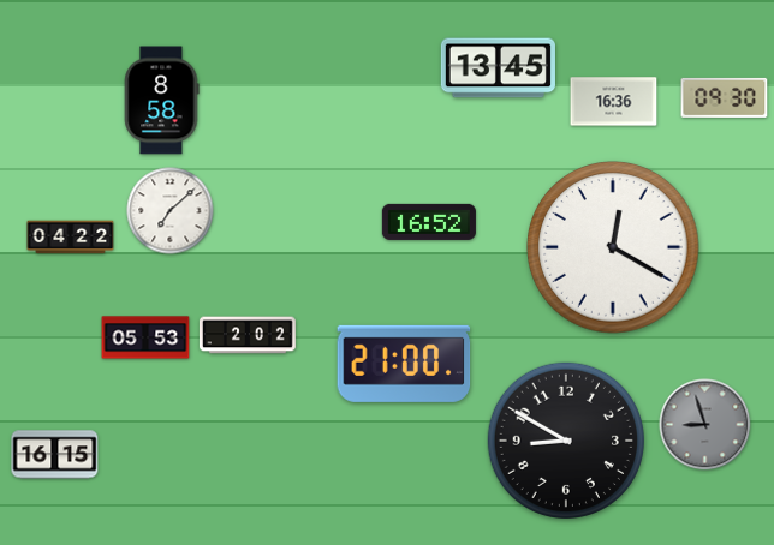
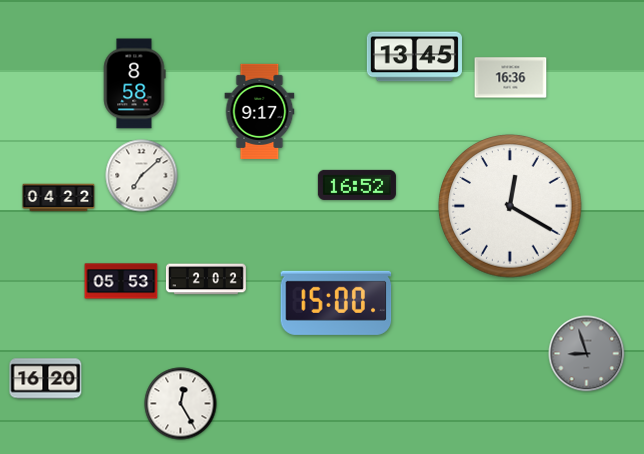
clock at (725, 97): 09:30 -> none
clock at (614, 102) position: (614, 102) -> (511, 78)
clock at (260, 111): none -> 9:17
clock at (404, 364): 21:00 -> 15:00
clock at (566, 441): 8:50 -> none
clock at (55, 455): 16:15 -> 16:20
clock at (181, 404): none -> 12:25
